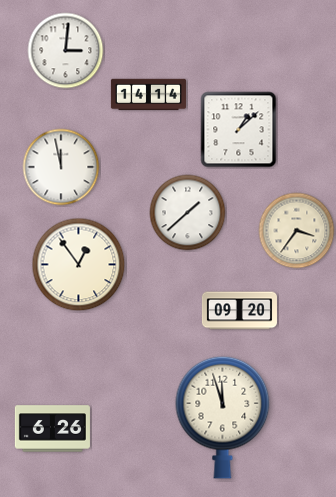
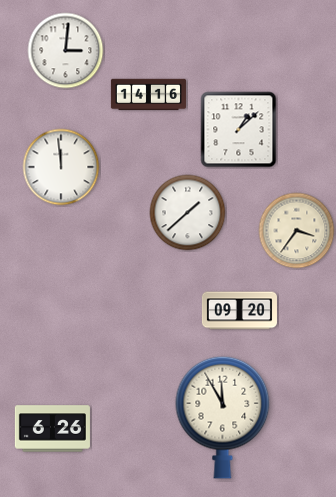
clock at (148, 95): 14:14 -> 14:16
clock at (61, 167): 11:58 -> 11:59
clock at (79, 265): 12:54 -> none
clock at (223, 417): 11:57 -> 11:55
